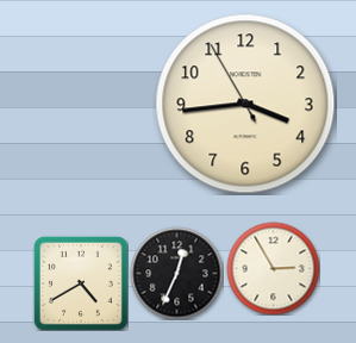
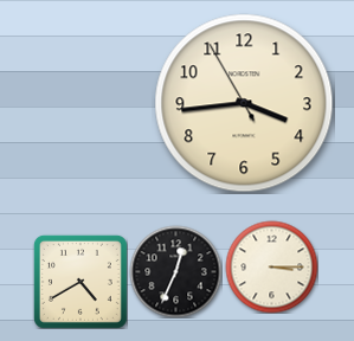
clock at (273, 268): 2:55 -> 3:15
